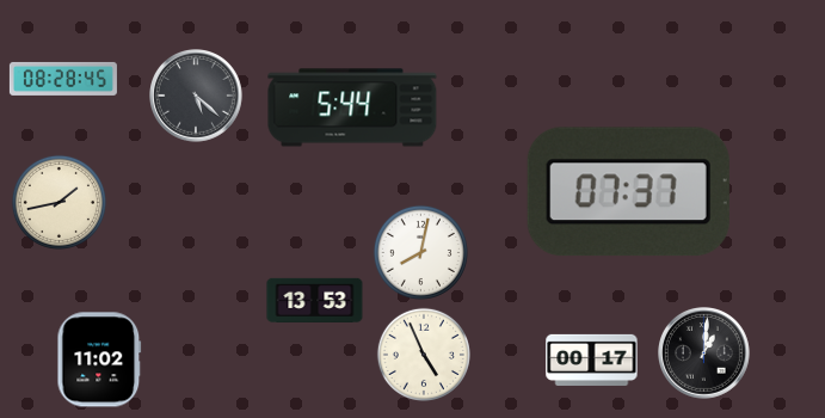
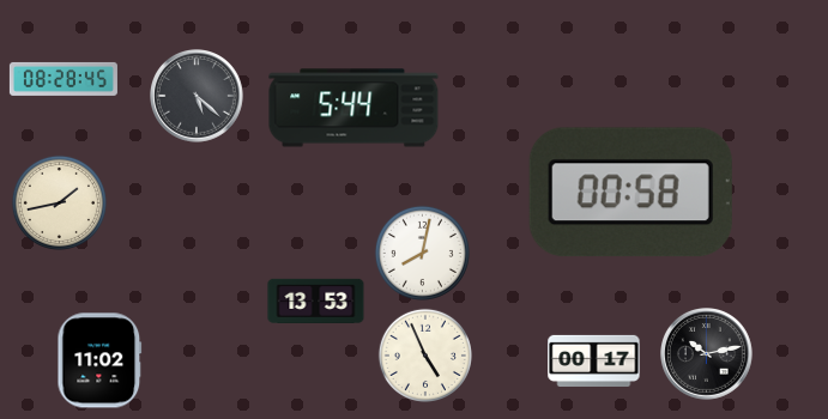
clock at (628, 192): 07:37 -> 00:58
clock at (704, 354): 1:01 -> 10:13
